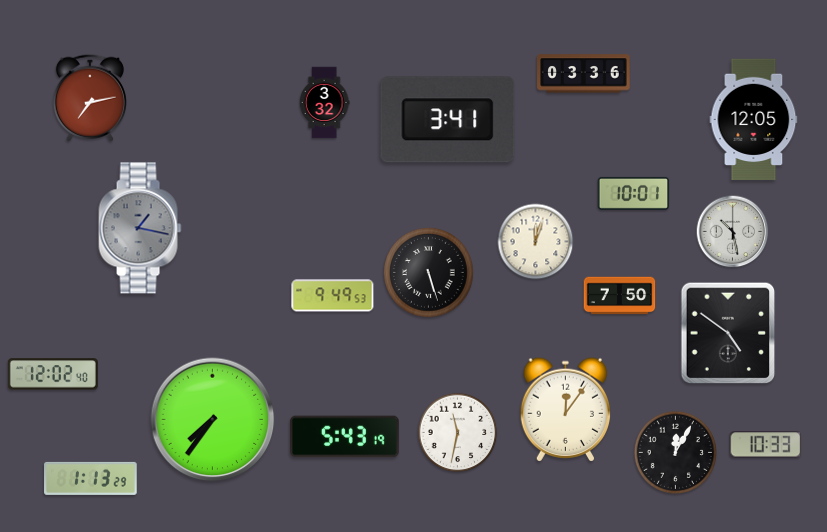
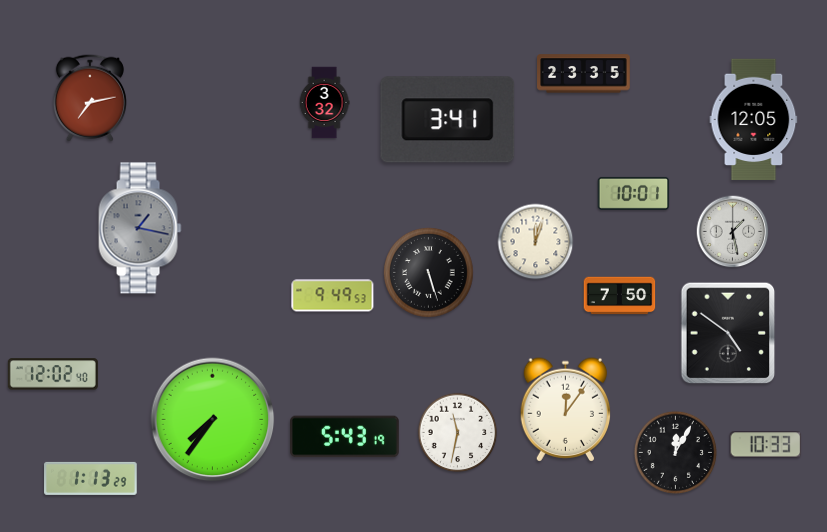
clock at (584, 74): 03:36 -> 23:35
clock at (733, 232): 10:28 -> 1:28
